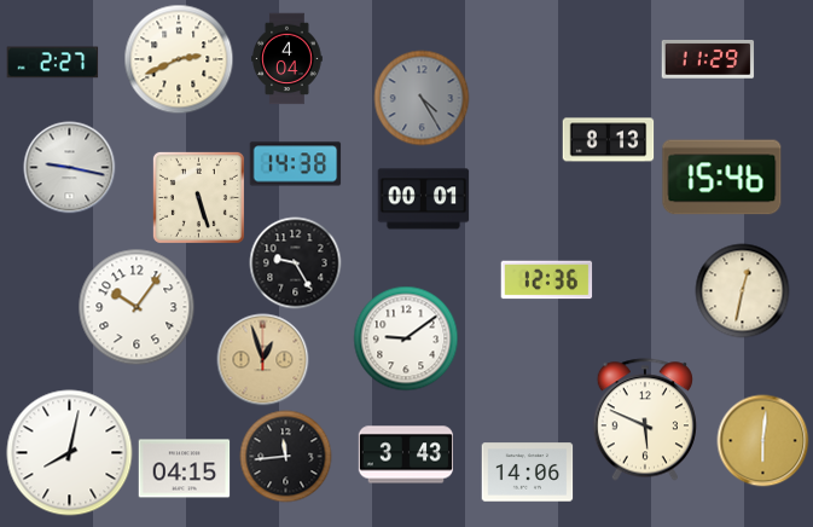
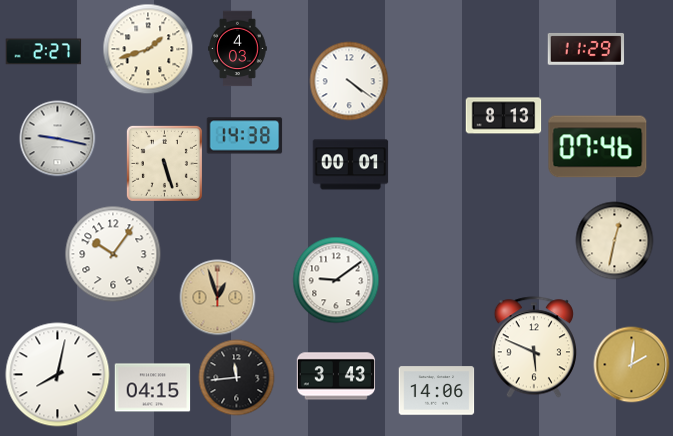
clock at (179, 59): 2:41 -> 1:42
clock at (288, 59): 4:04 -> 4:03
clock at (422, 98): 4:25 -> 4:21
clock at (422, 98) dial: grey -> white
clock at (722, 178): 15:46 -> 07:46
clock at (296, 263): 9:25 -> none
clock at (547, 280): 12:36 -> none
clock at (763, 441): 6:01 -> 2:01
